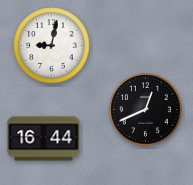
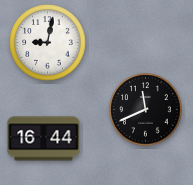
clock at (52, 46) position: (52, 46) -> (48, 43)
clock at (146, 110): 12:41 -> 11:41
